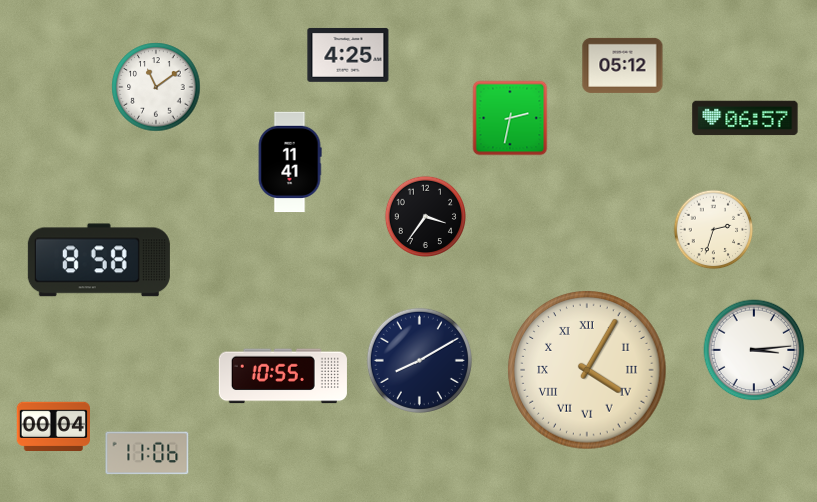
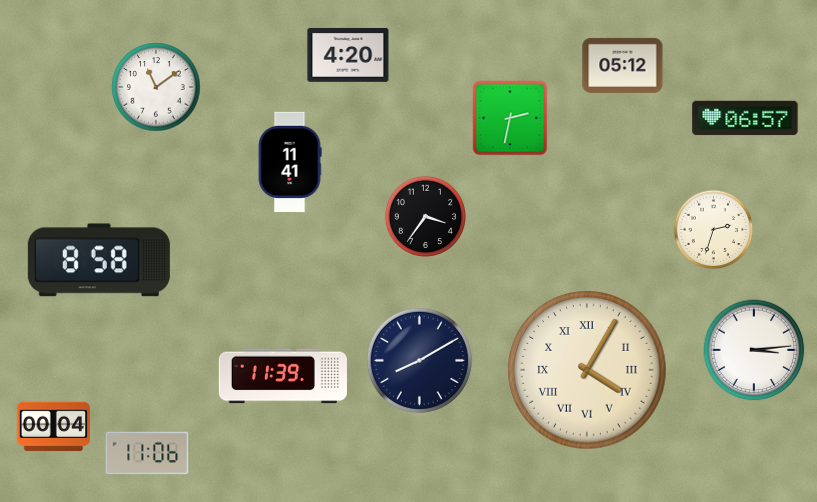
clock at (348, 55): 4:25 -> 4:20
clock at (283, 376): 10:55 -> 11:39
